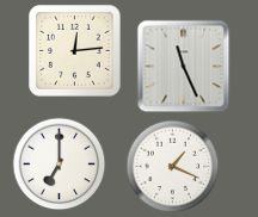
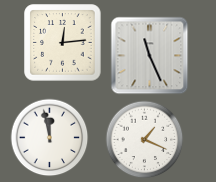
clock at (183, 66) position: (183, 66) -> (149, 55)
clock at (59, 163): 7:00 -> 11:58
